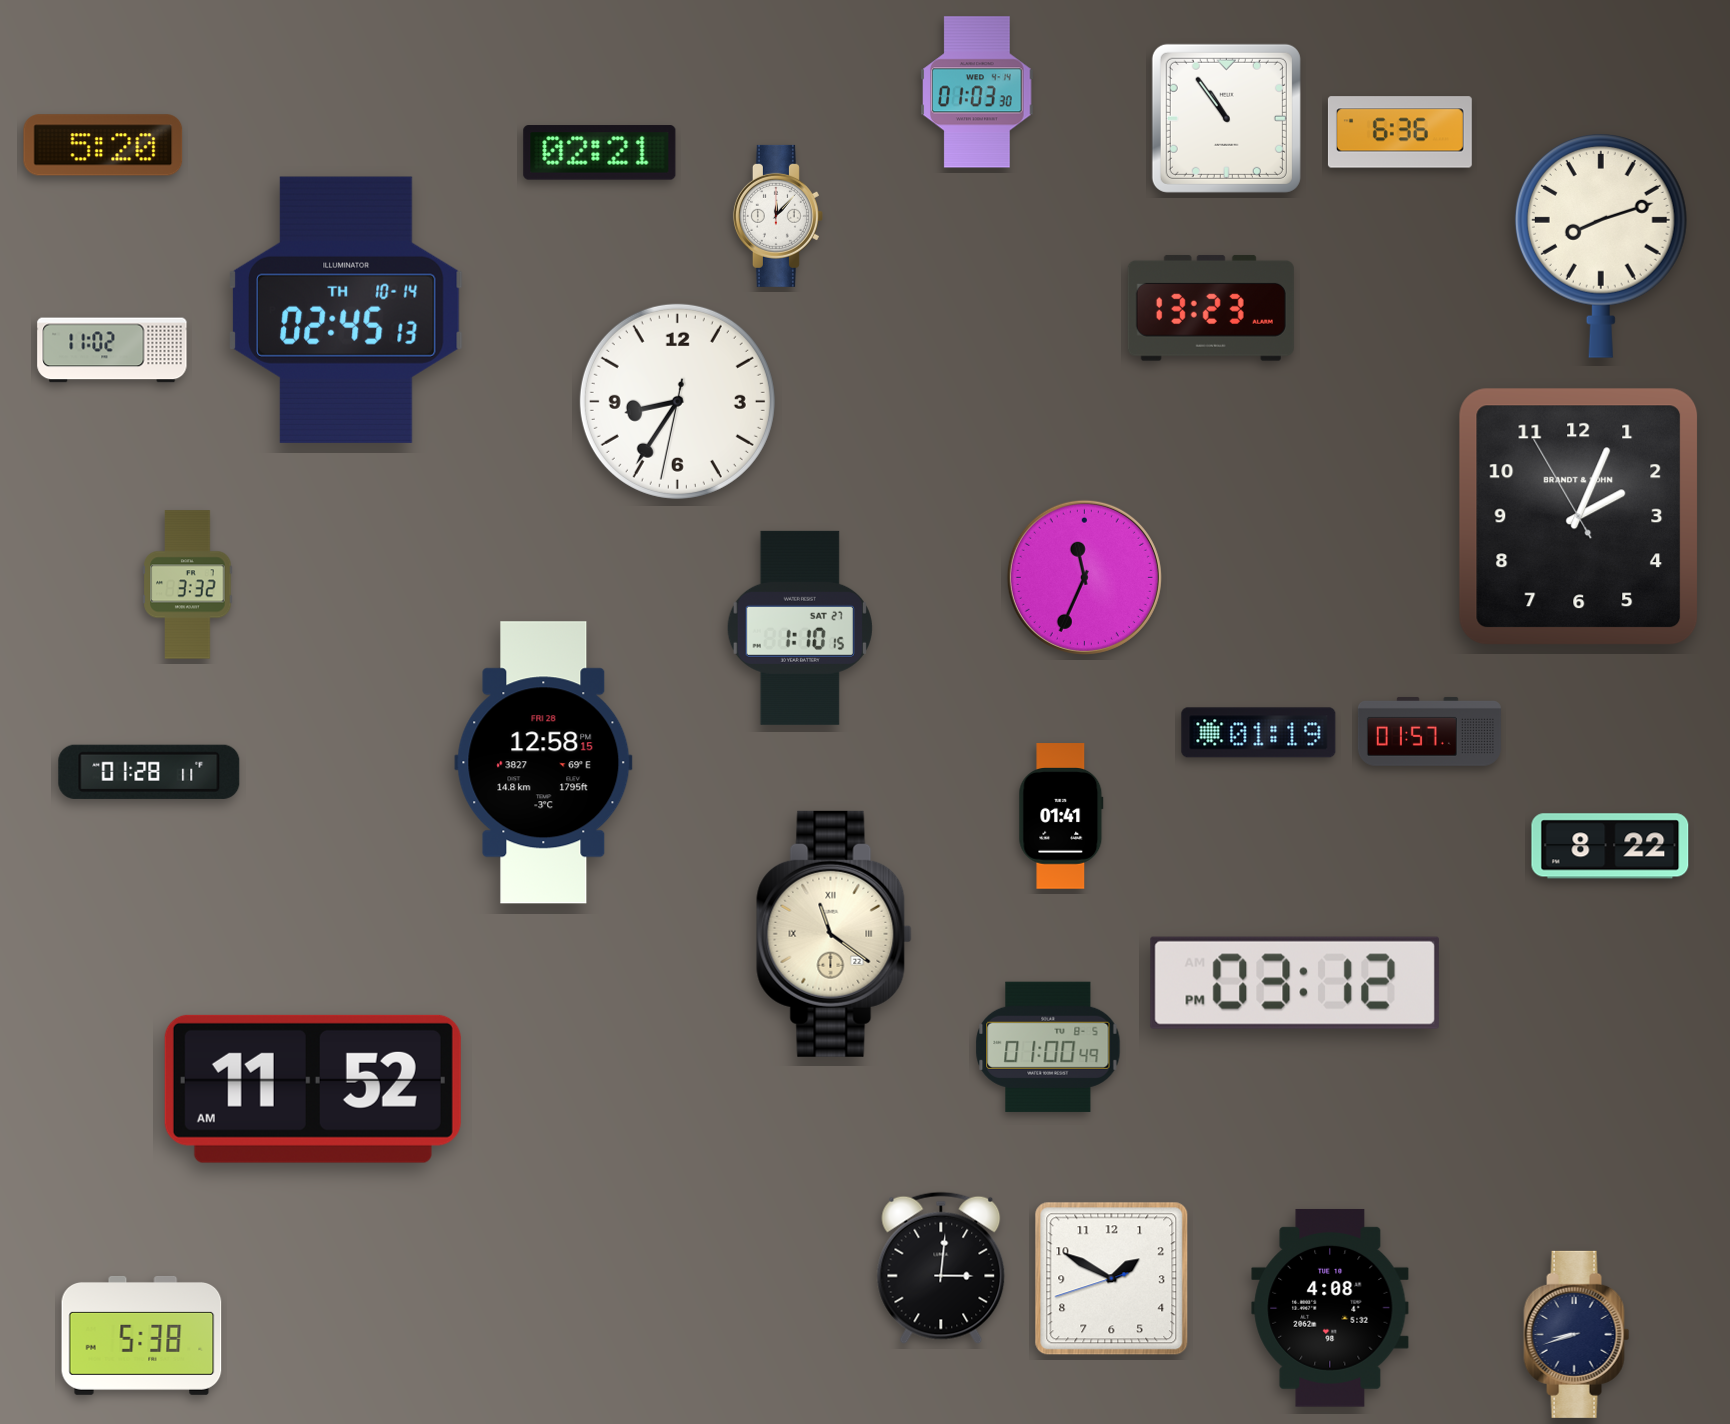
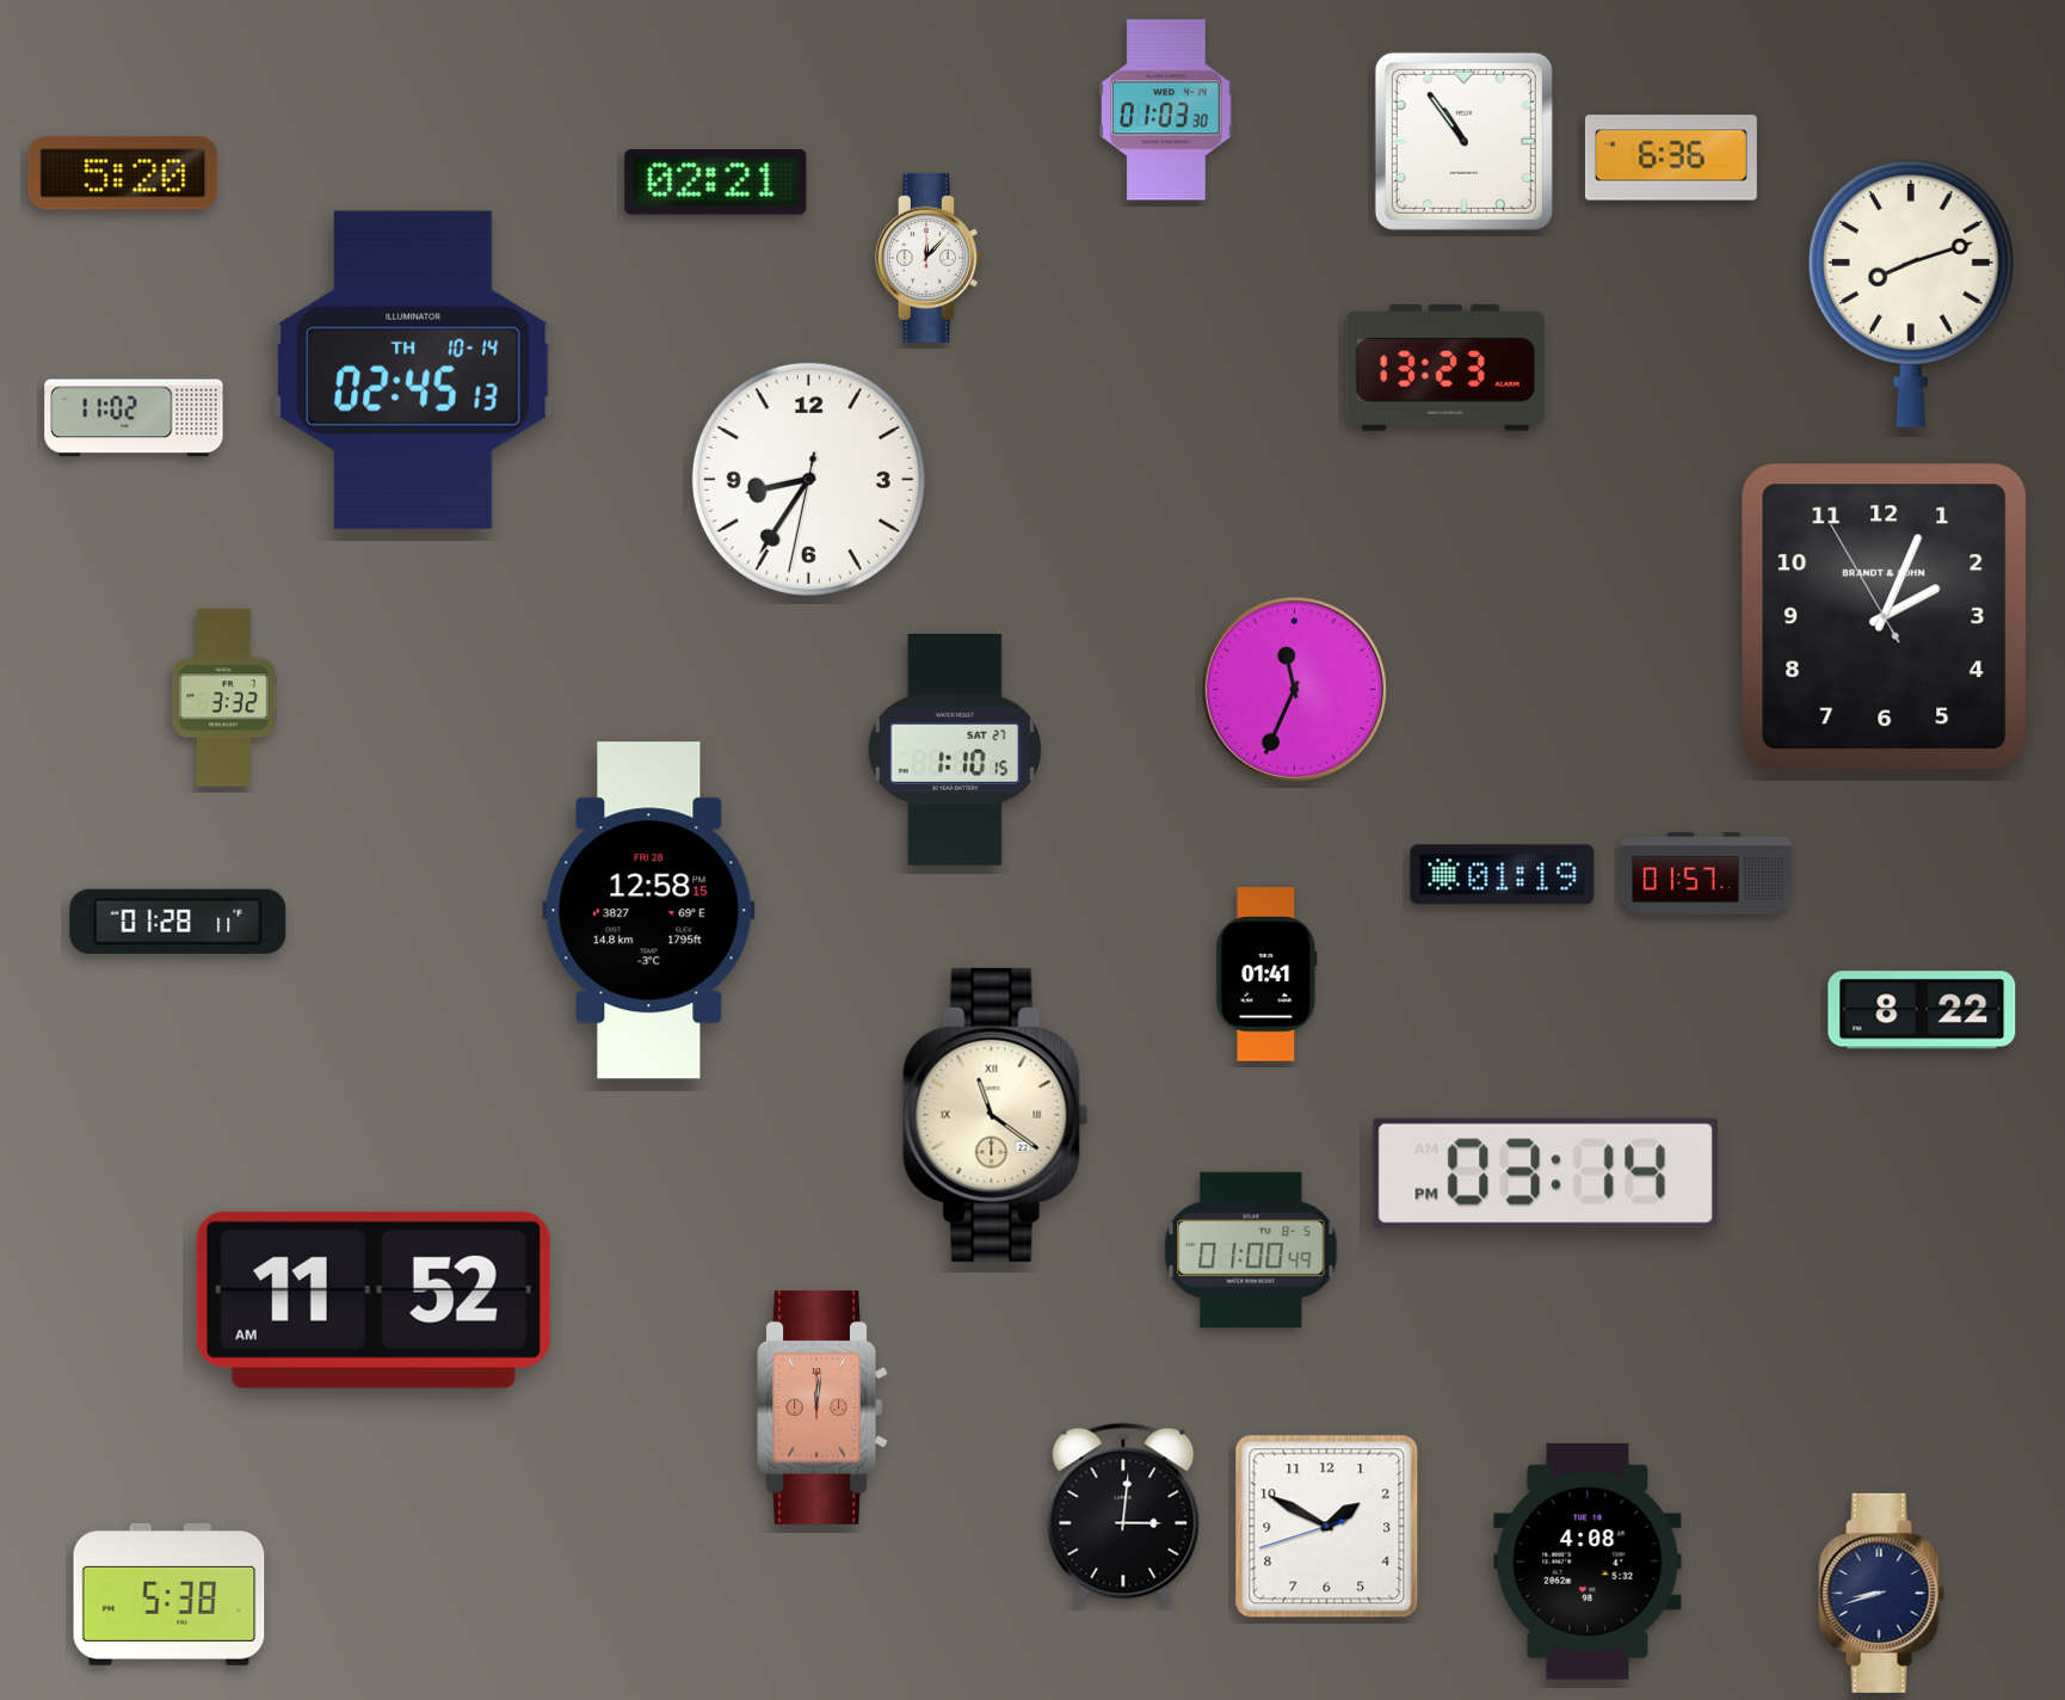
clock at (1295, 983): 03:12 -> 03:14
clock at (822, 1408): none -> 12:01
